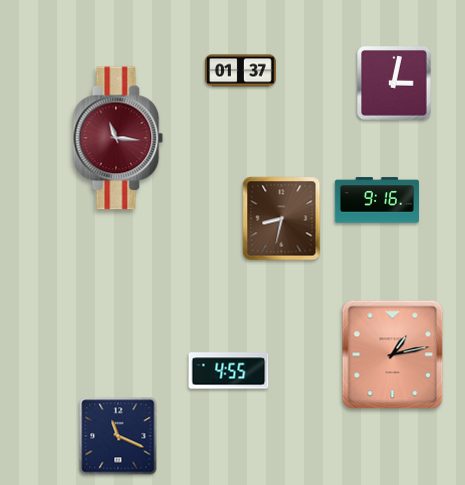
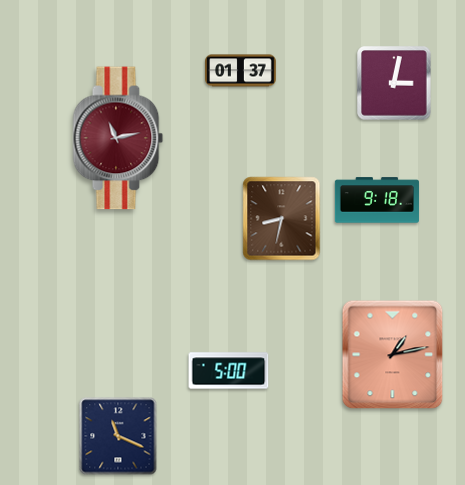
clock at (118, 138): 11:16 -> 11:13
clock at (377, 200): 9:16 -> 9:18
clock at (229, 371): 4:55 -> 5:00
